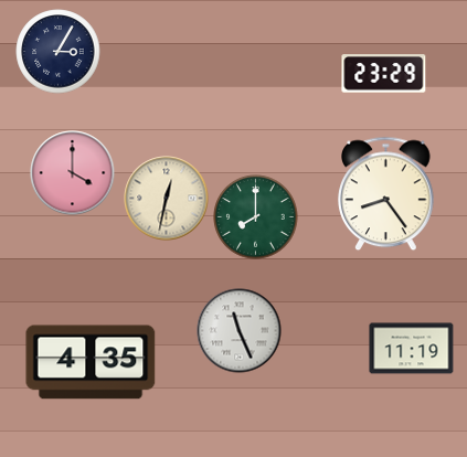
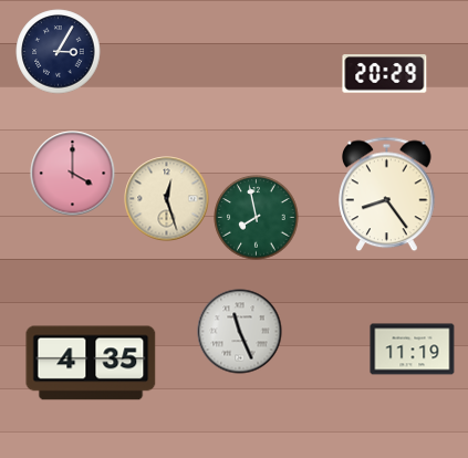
clock at (384, 74): 23:29 -> 20:29
clock at (167, 199): 12:32 -> 12:27
clock at (256, 217): 8:00 -> 7:58
